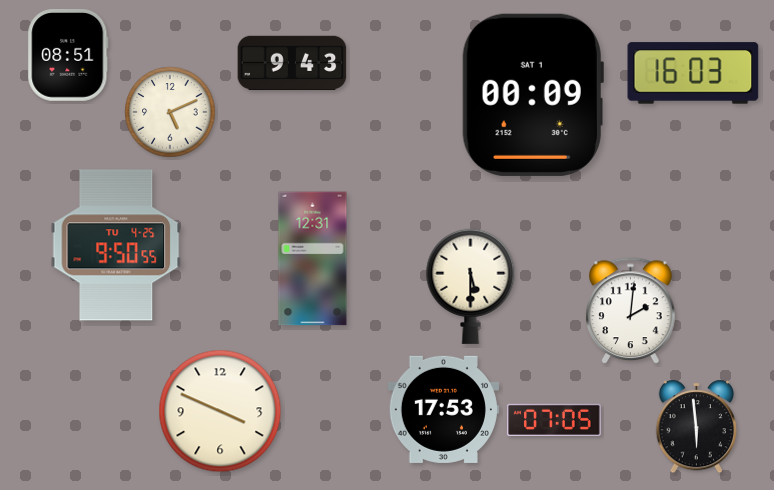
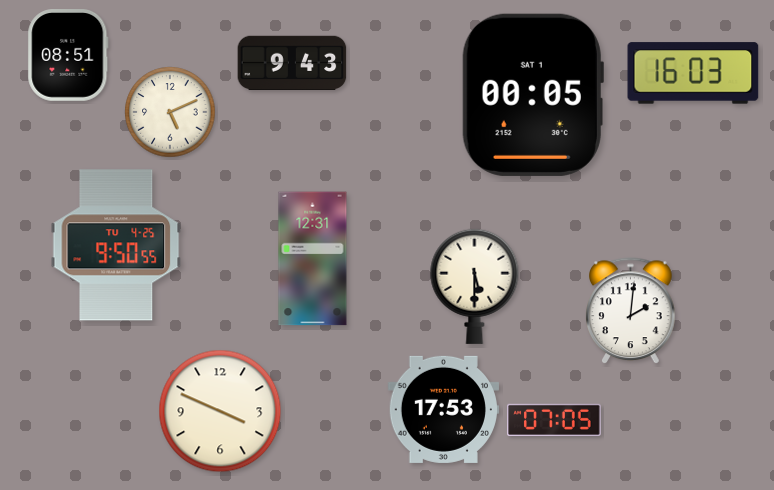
clock at (533, 95): 00:09 -> 00:05
clock at (471, 286) position: (471, 286) -> (475, 286)
clock at (697, 427): 5:59 -> none
